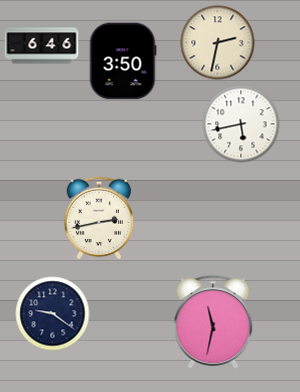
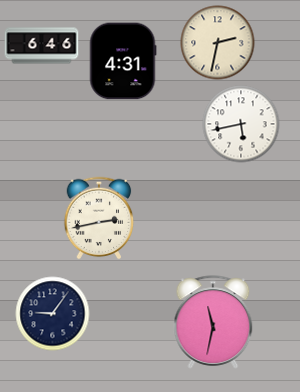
clock at (123, 61): 3:50 -> 4:31
clock at (53, 314): 9:21 -> 9:06
